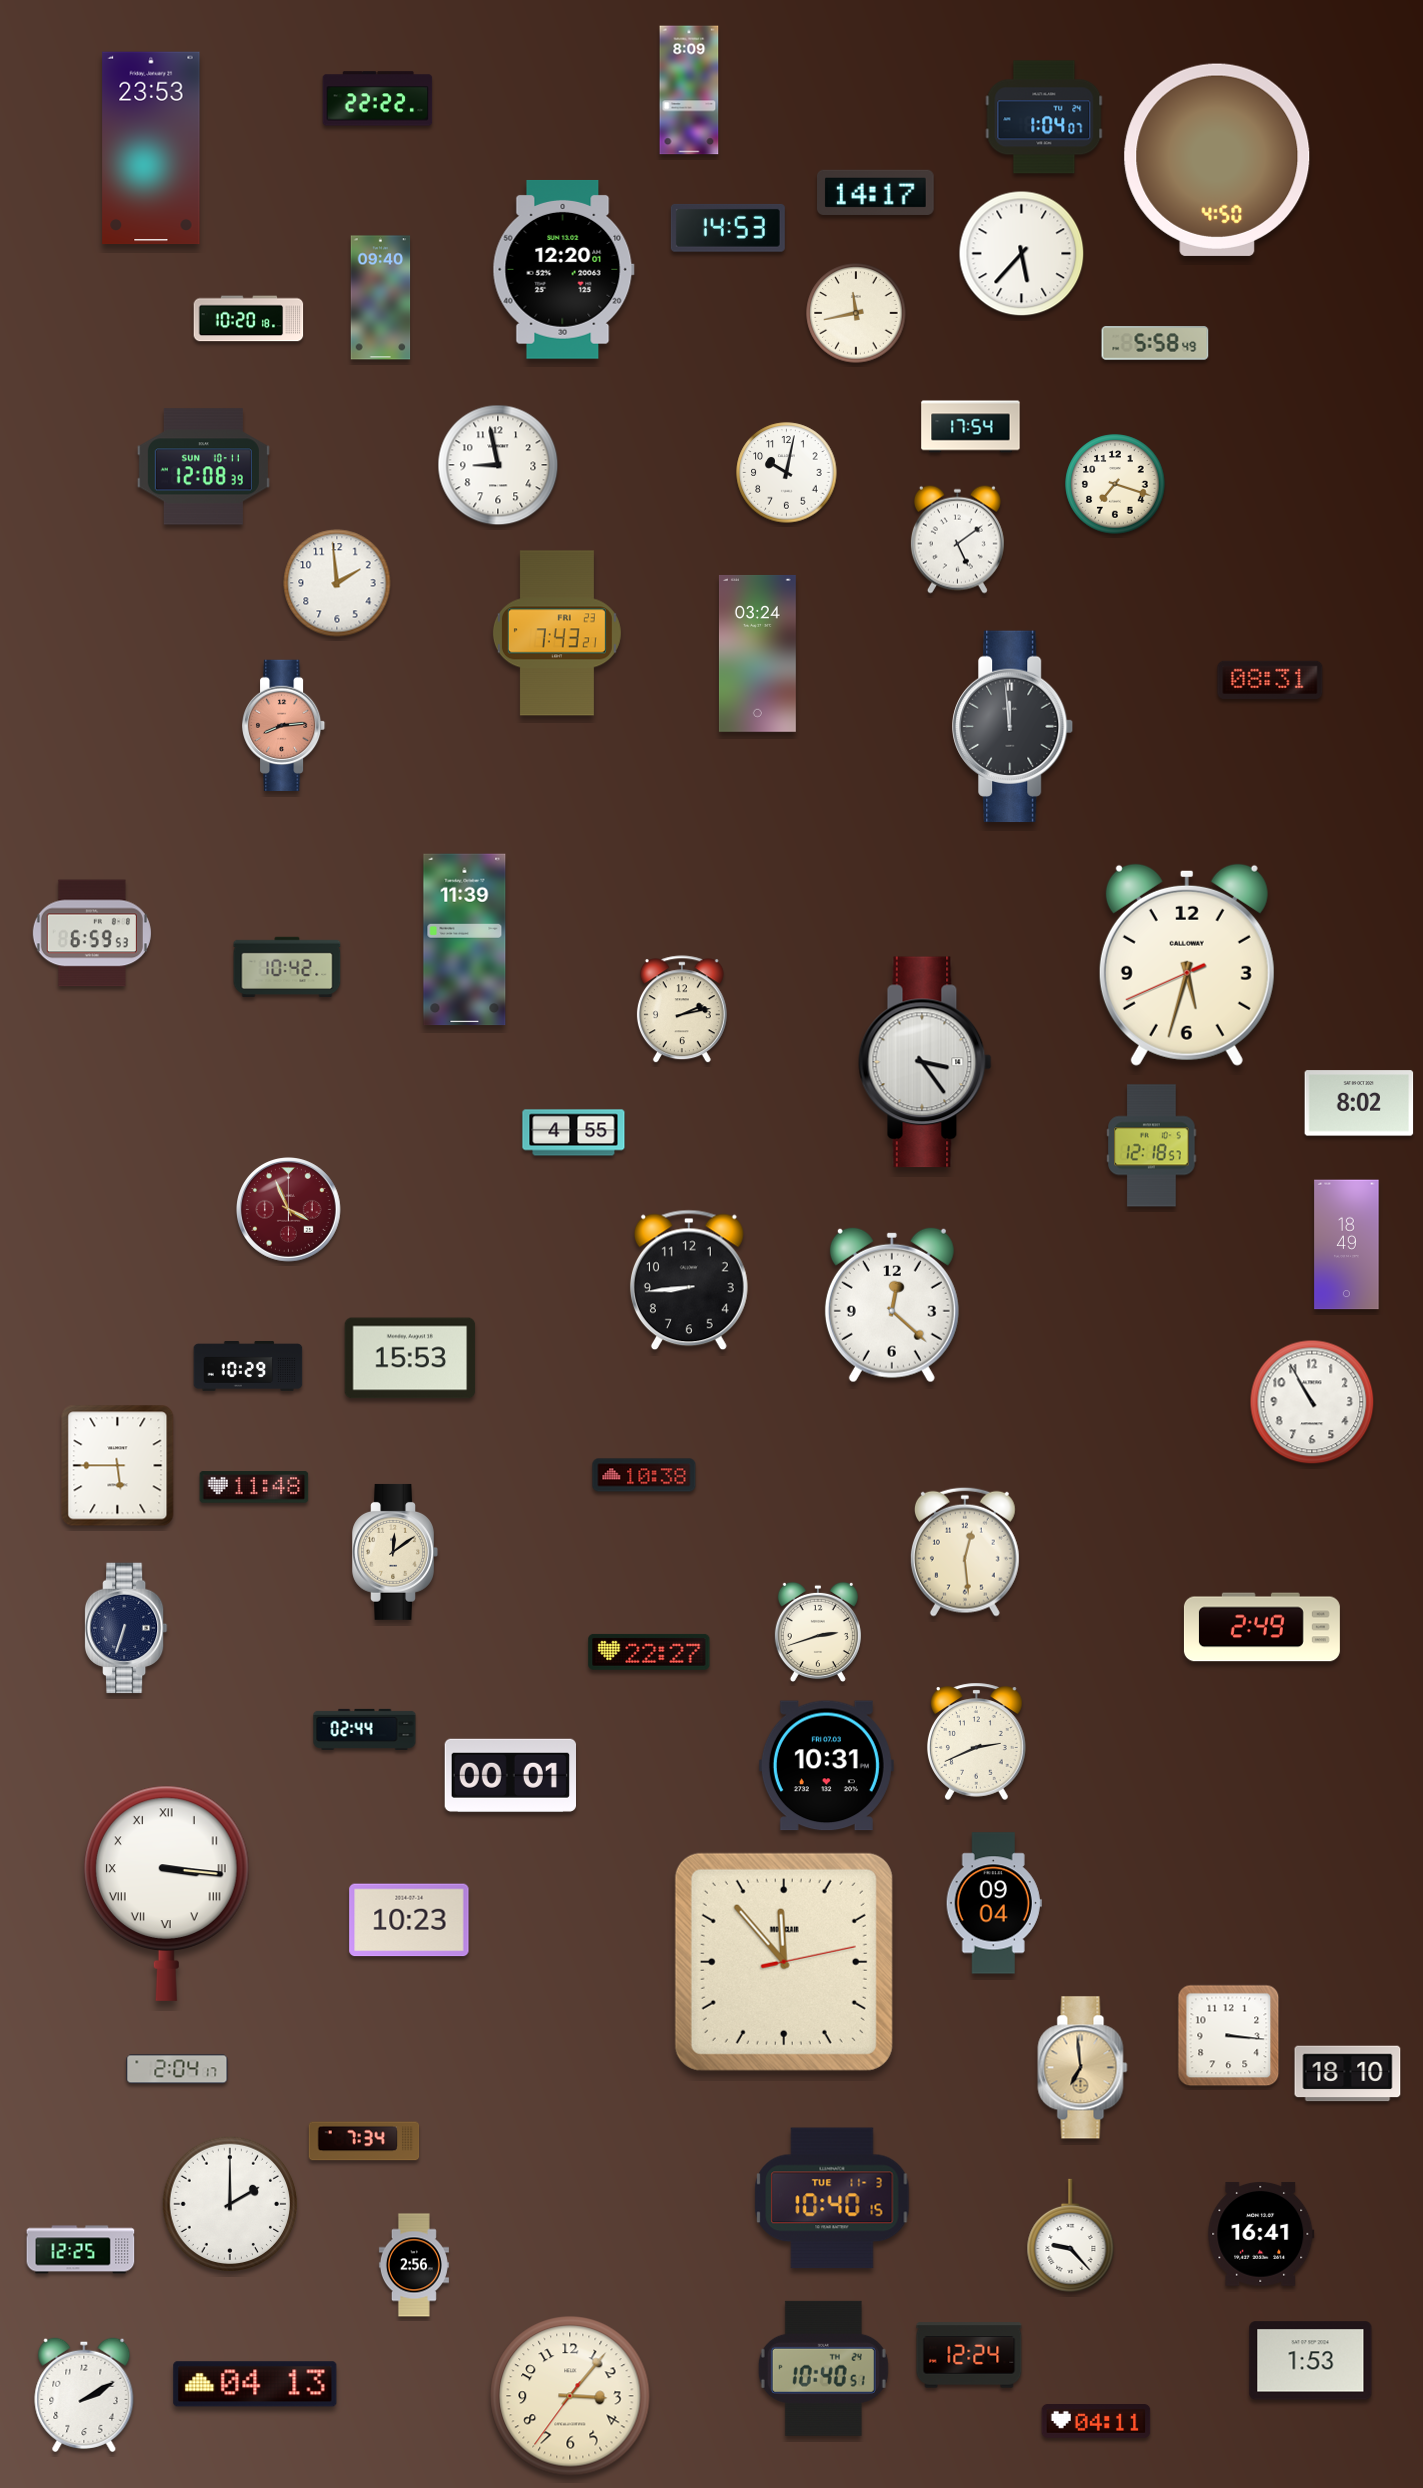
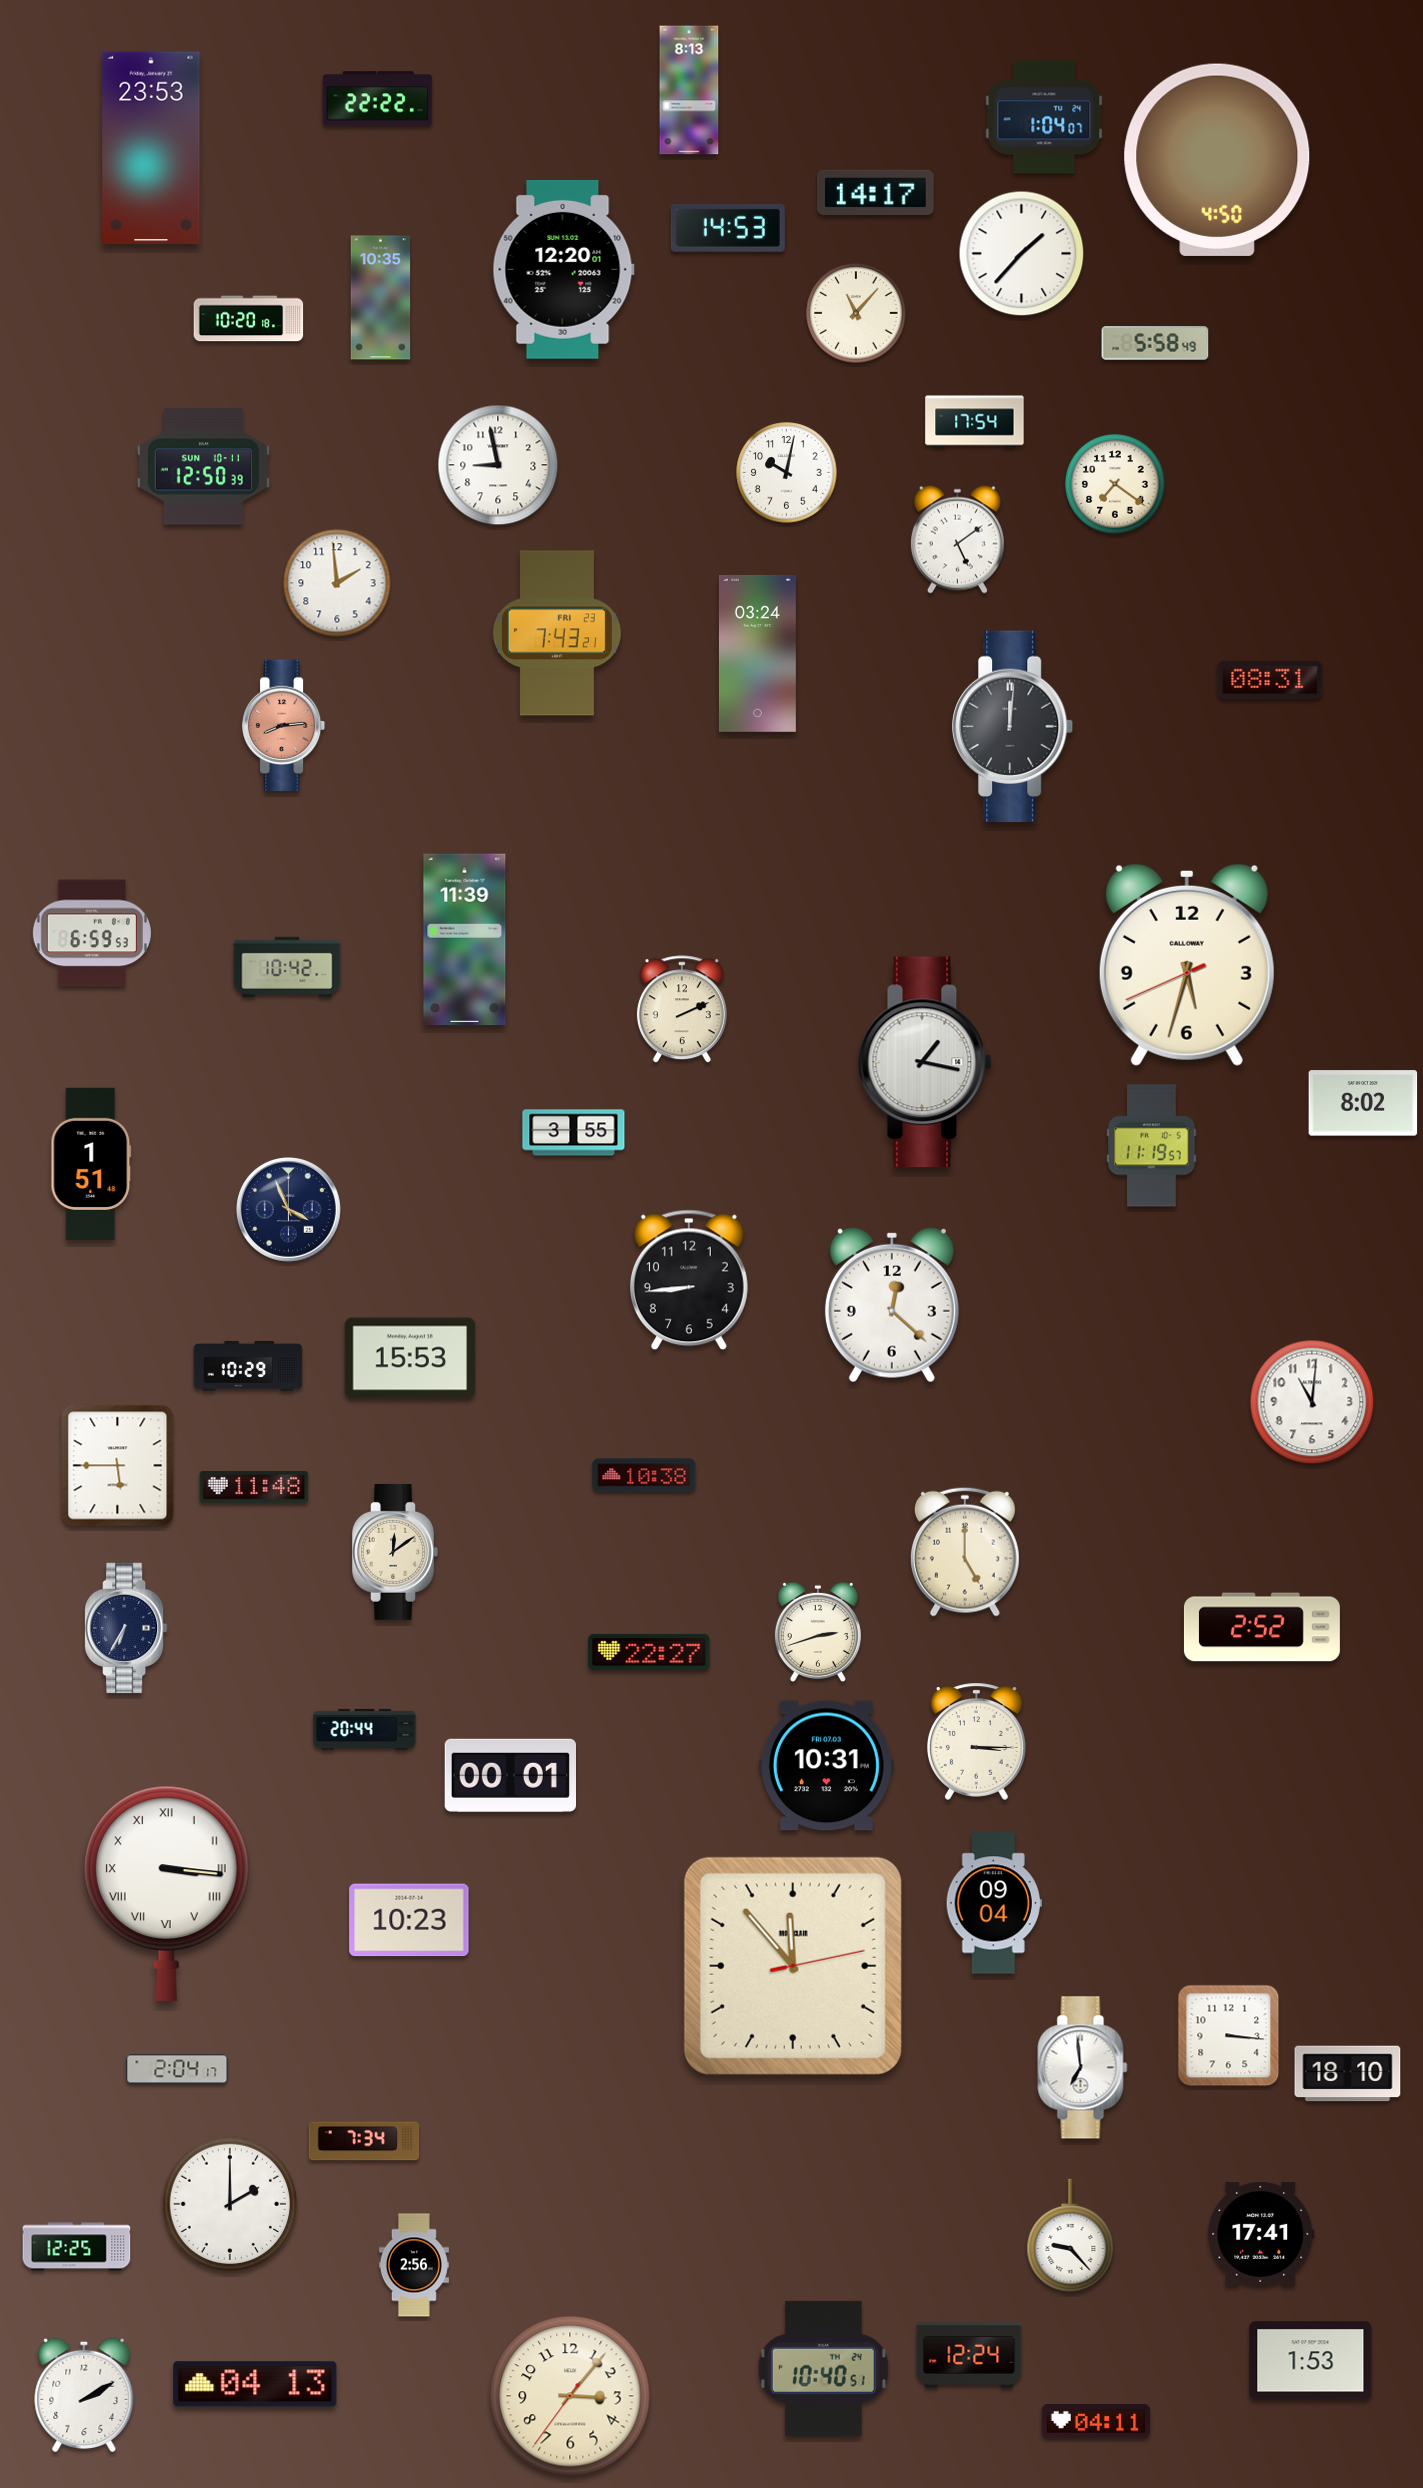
clock at (689, 90): 8:09 -> 8:13
clock at (1022, 254): 5:37 -> 1:37
clock at (381, 298): 09:40 -> 10:35
clock at (856, 313): 11:43 -> 11:07
clock at (971, 427) position: (971, 427) -> (975, 422)
clock at (203, 467): 12:08 -> 12:50
clock at (1115, 484): 7:18 -> 7:21
clock at (1013, 727): 11:59 -> 12:01
clock at (682, 1010): 2:13 -> 2:11
clock at (925, 1062): 3:24 -> 1:17
clock at (1359, 1103) position: (1359, 1103) -> (1363, 1103)
clock at (574, 1133): 4:55 -> 3:55
clock at (1152, 1146): 12:18 -> 11:19
clock at (91, 1164): none -> 1:51
clock at (289, 1210) dial: burgundy -> navy
clock at (1347, 1245): 18:49 -> none
clock at (1312, 1402): 10:55 -> 11:01
clock at (965, 1552): 12:29 -> 5:00
clock at (1262, 1627): 2:49 -> 2:52
clock at (126, 1628): 6:33 -> 6:35
clock at (365, 1729): 02:44 -> 20:44
clock at (976, 1741): 2:41 -> 3:15
clock at (784, 1962) position: (784, 1962) -> (793, 1966)
clock at (1083, 2068) dial: champagne -> white
clock at (832, 2198): 10:40 -> none
clock at (1261, 2234): 16:41 -> 17:41
clock at (81, 2250) position: (81, 2250) -> (77, 2247)
